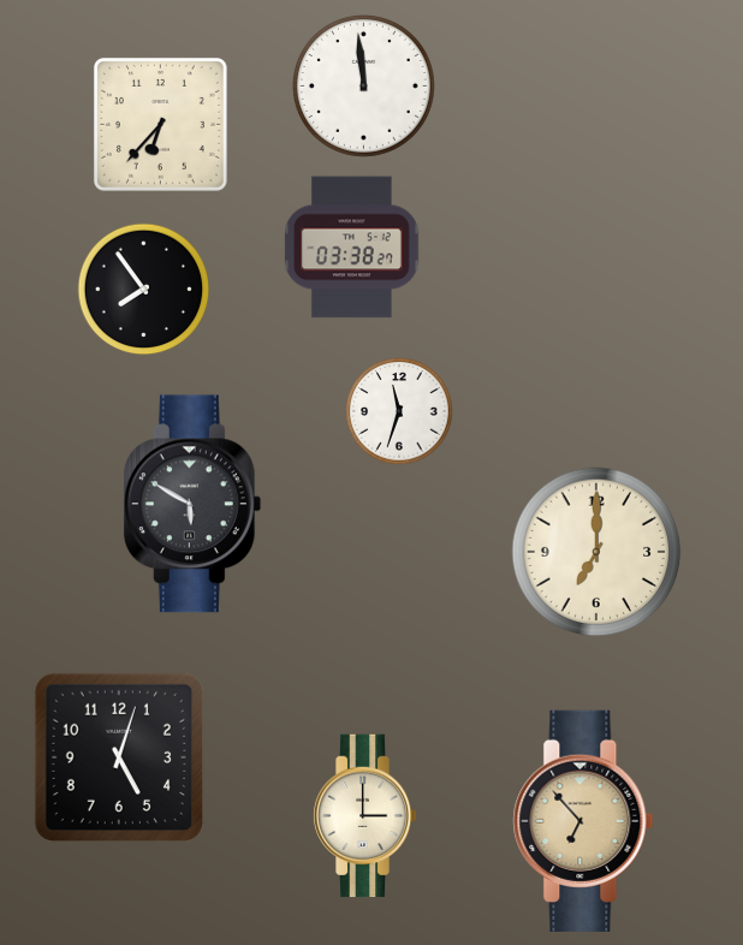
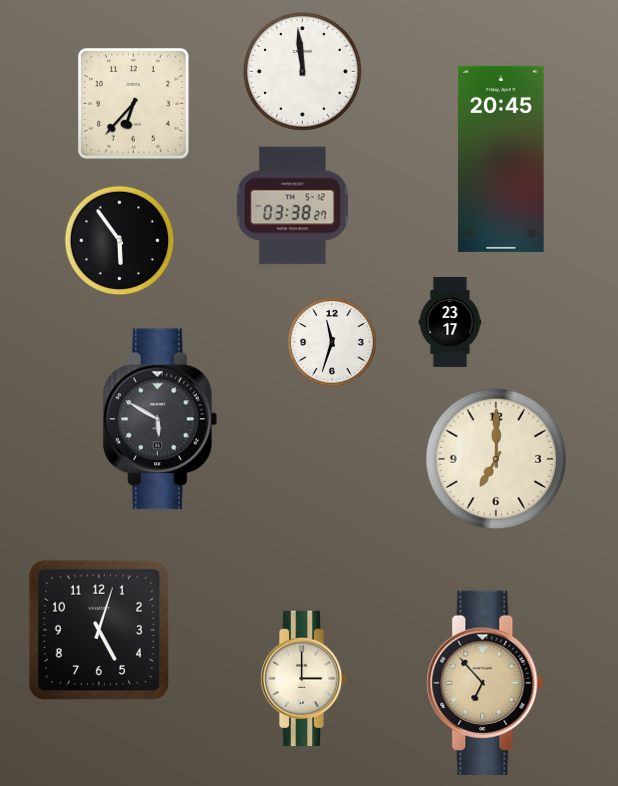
clock at (501, 159): none -> 20:45
clock at (144, 290): 7:54 -> 5:54
clock at (450, 322): none -> 23:17
